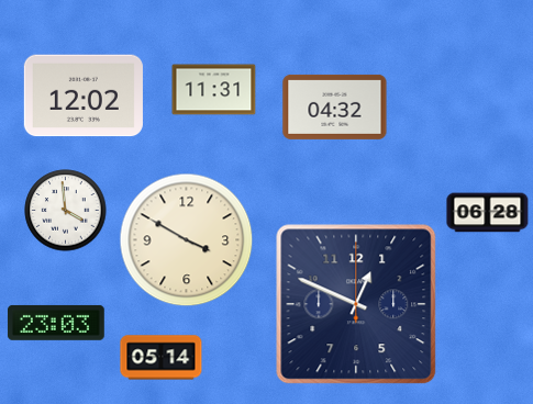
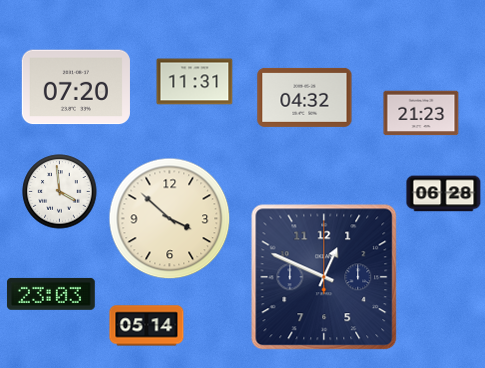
clock at (84, 96): 12:02 -> 07:20
clock at (421, 113): none -> 21:23
clock at (187, 240): 3:50 -> 3:52
